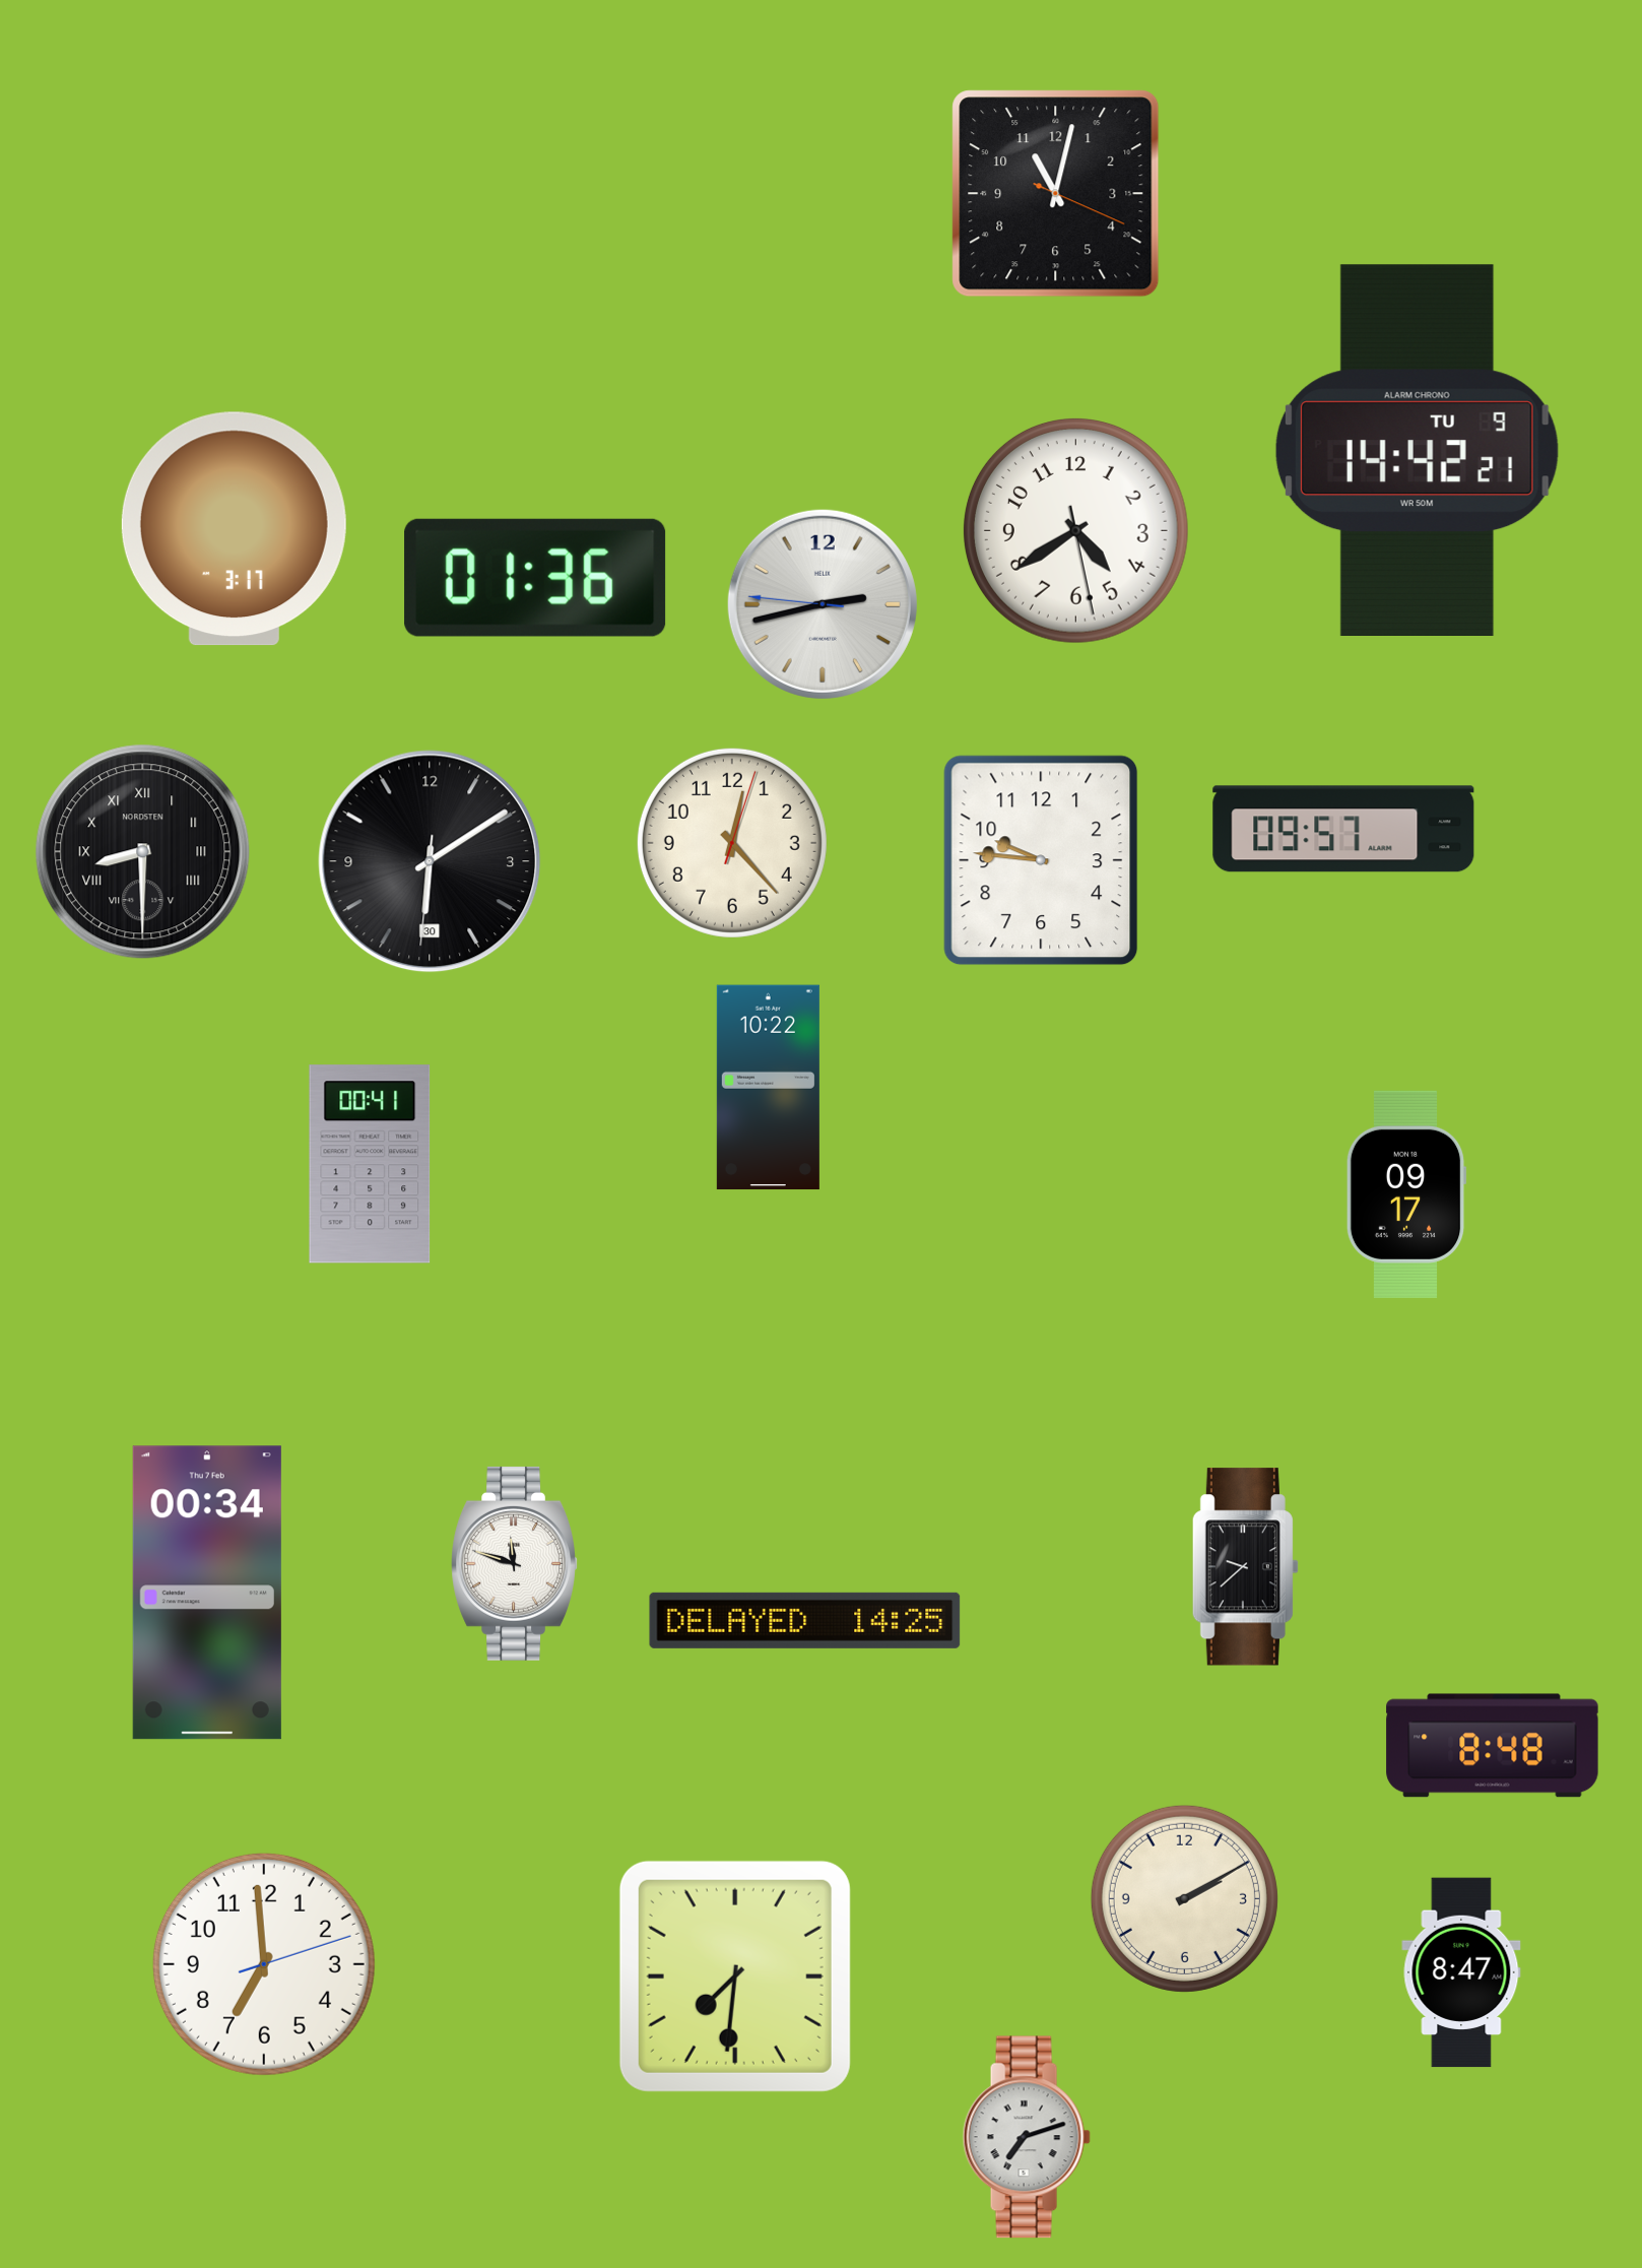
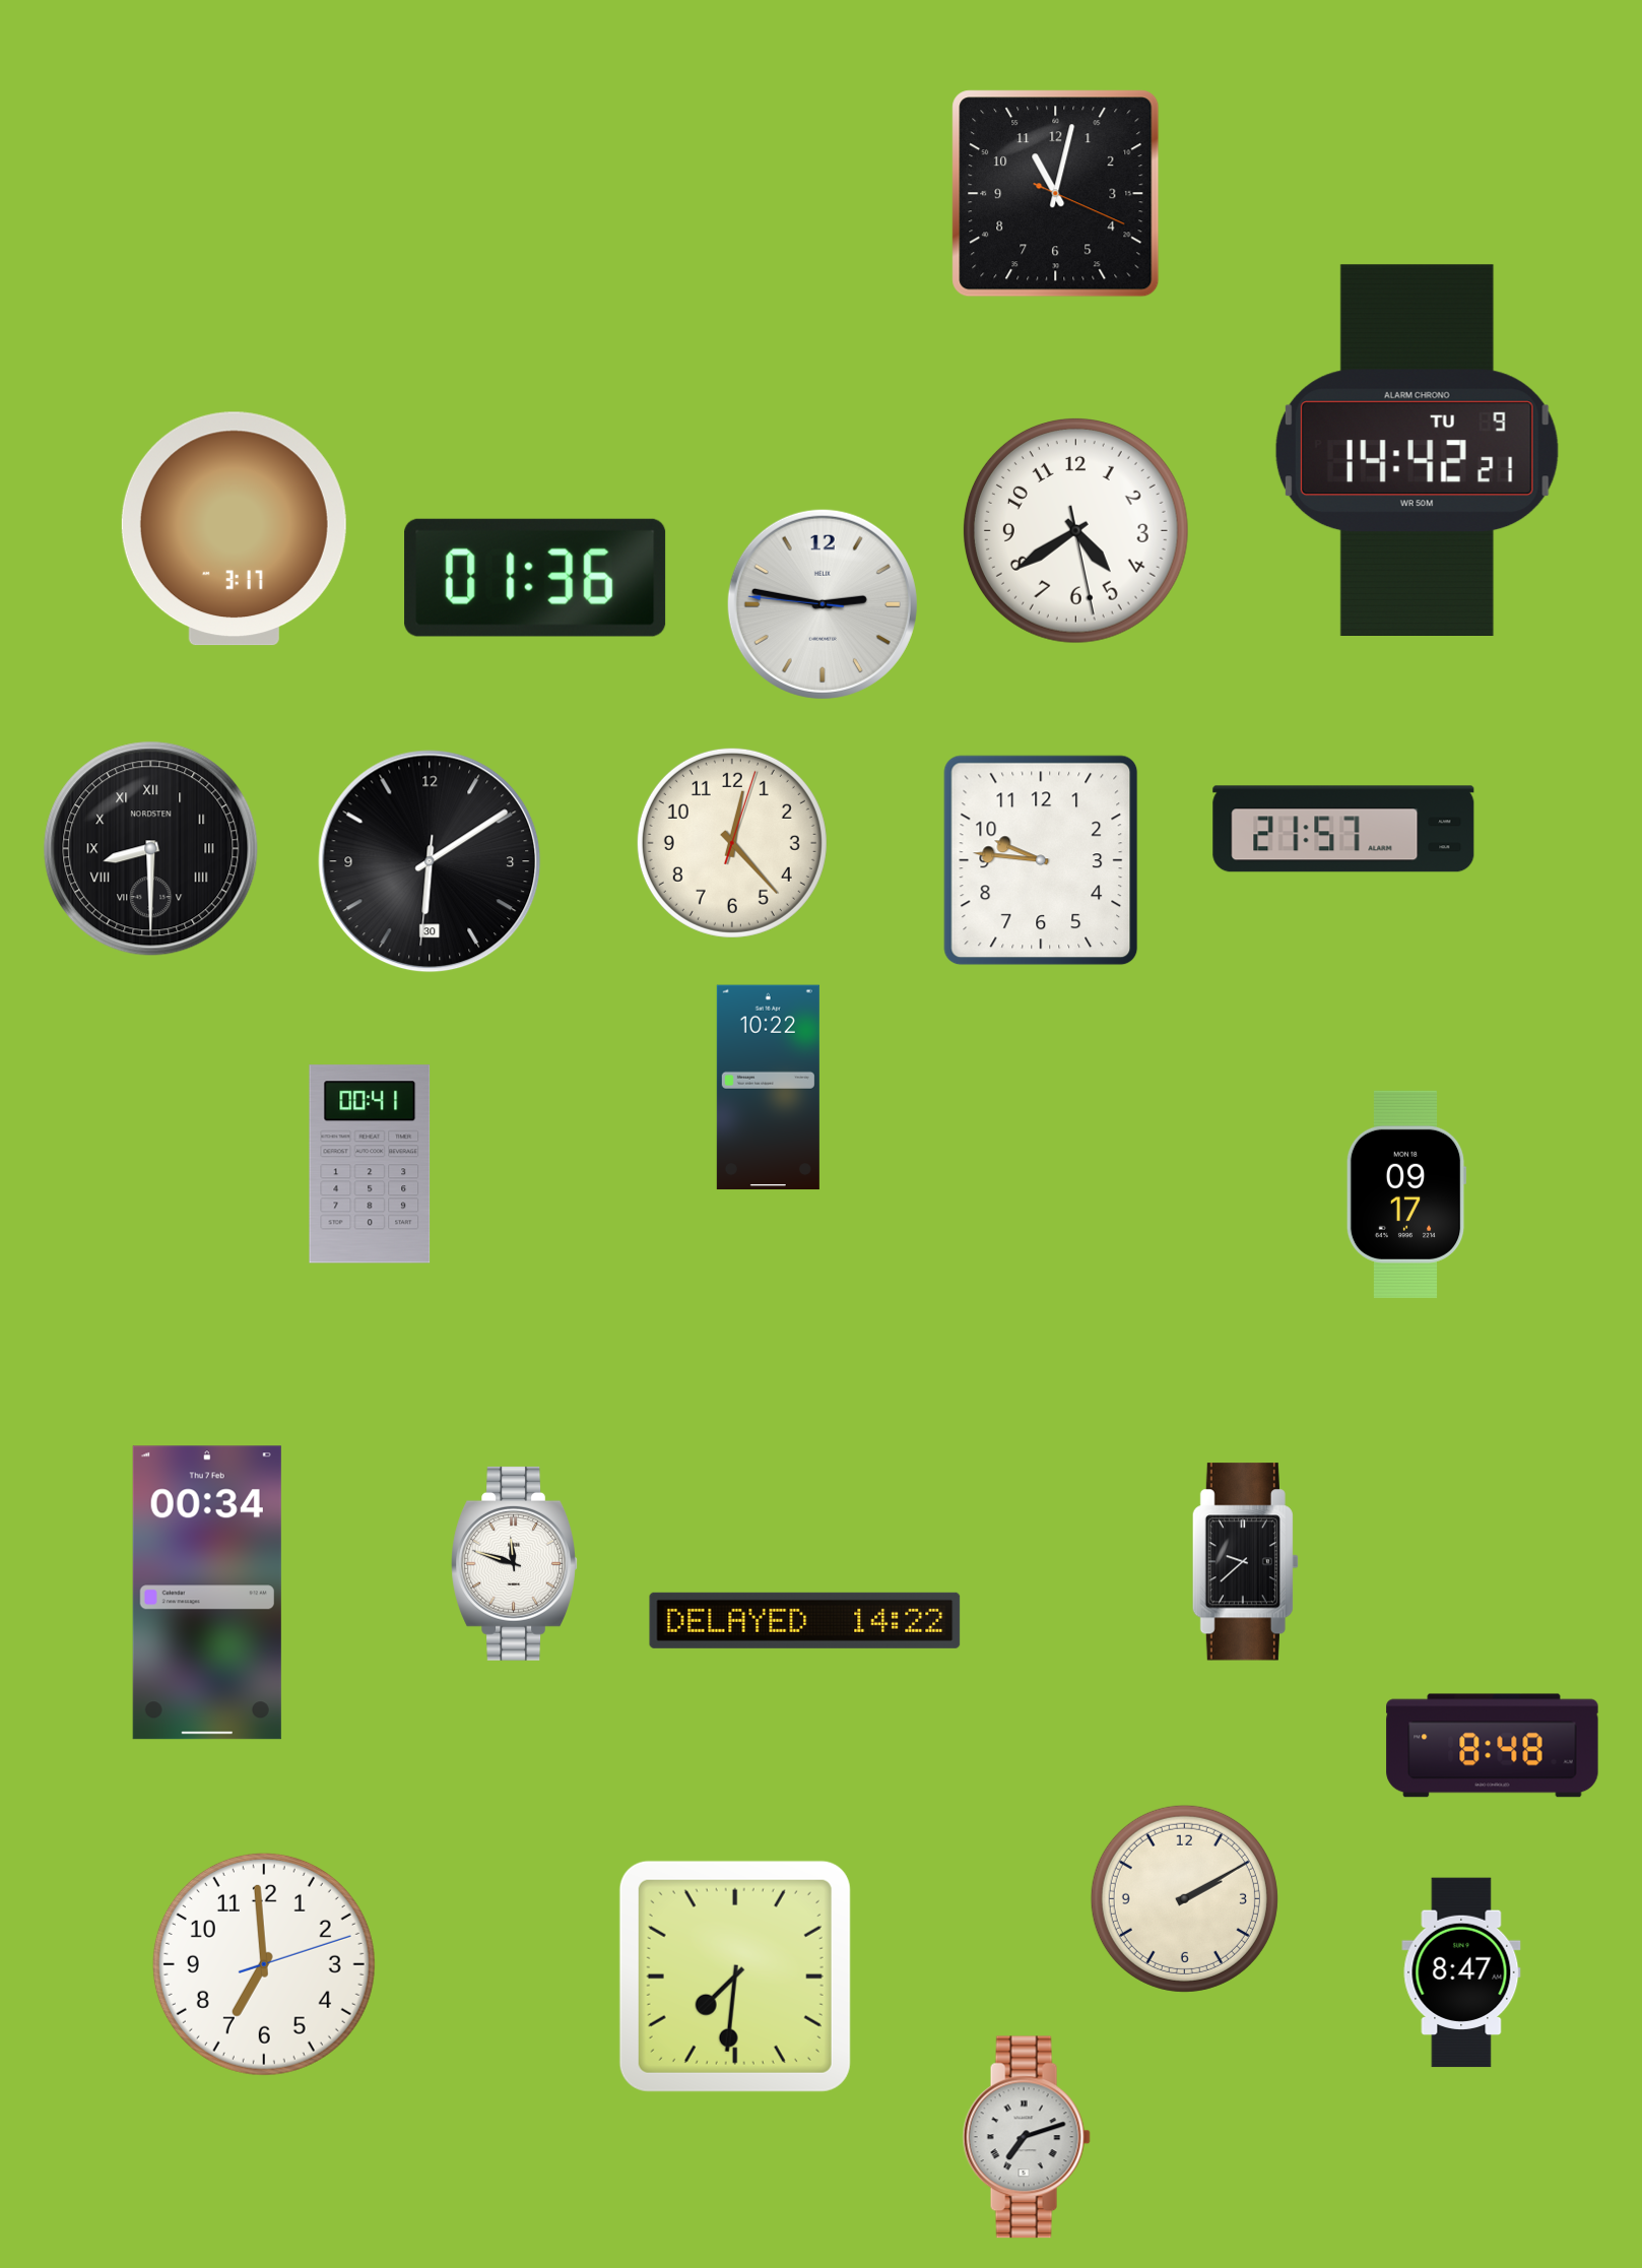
clock at (823, 604): 2:42 -> 2:46
clock at (1343, 829): 09:57 -> 21:57
clock at (143, 852) position: (143, 852) -> (151, 849)
clock at (1245, 1567) position: (1245, 1567) -> (1245, 1562)
clock at (805, 1620): 14:25 -> 14:22
